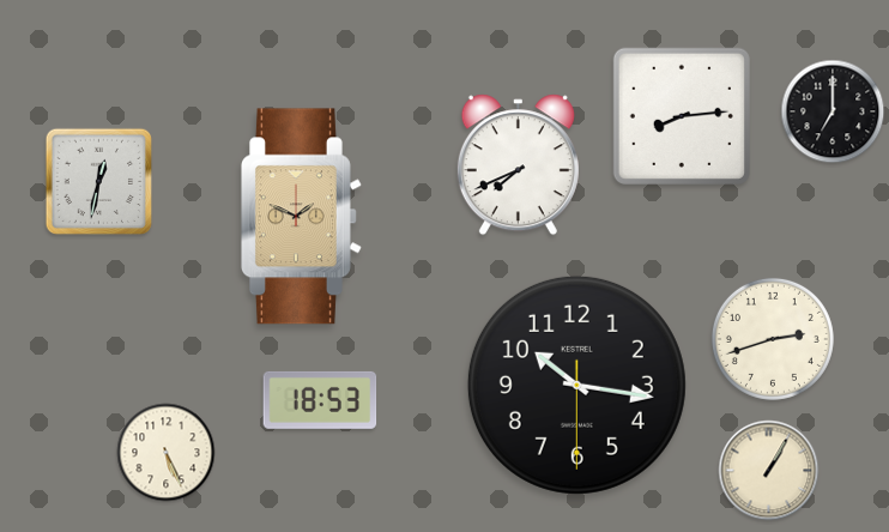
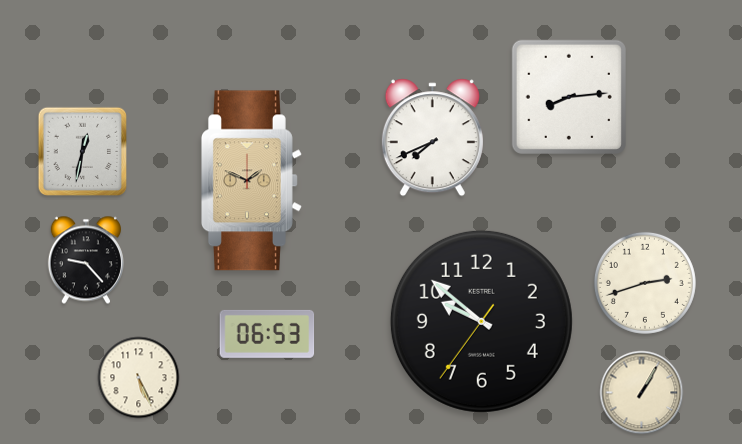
clock at (833, 111): 7:00 -> none
clock at (86, 260): none -> 9:23
clock at (576, 385): 10:16 -> 9:51
clock at (320, 400): 18:53 -> 06:53
